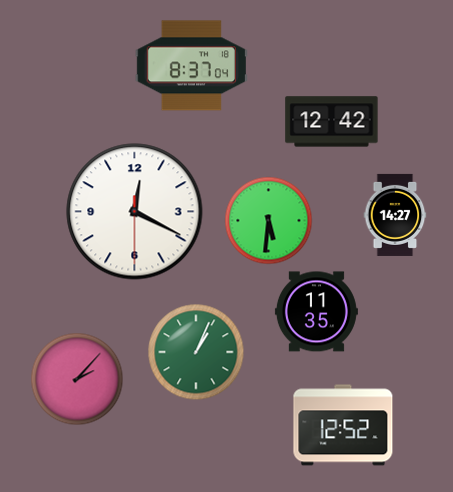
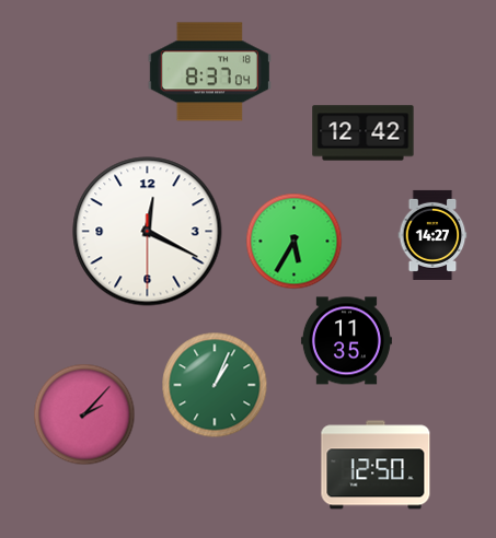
clock at (269, 221): 5:31 -> 5:35
clock at (343, 425): 12:52 -> 12:50
